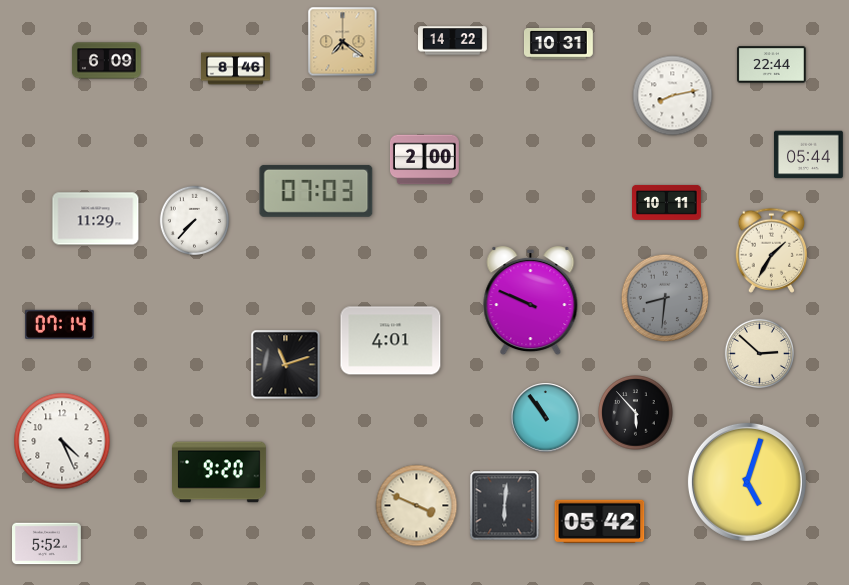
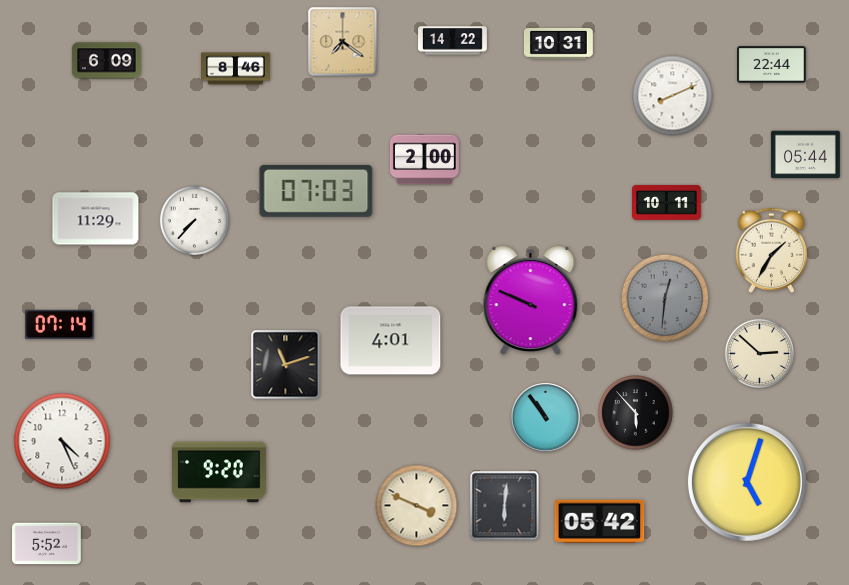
clock at (673, 96): 8:13 -> 8:11
clock at (808, 155) position: (808, 155) -> (805, 155)
clock at (665, 298): 8:31 -> 12:31
